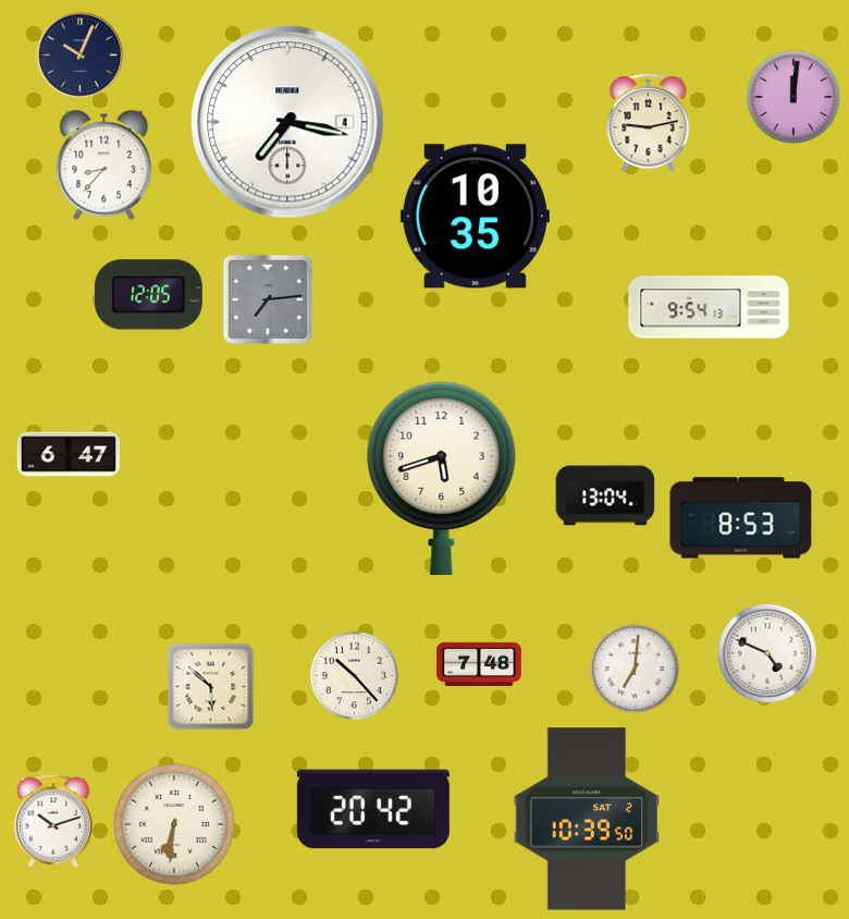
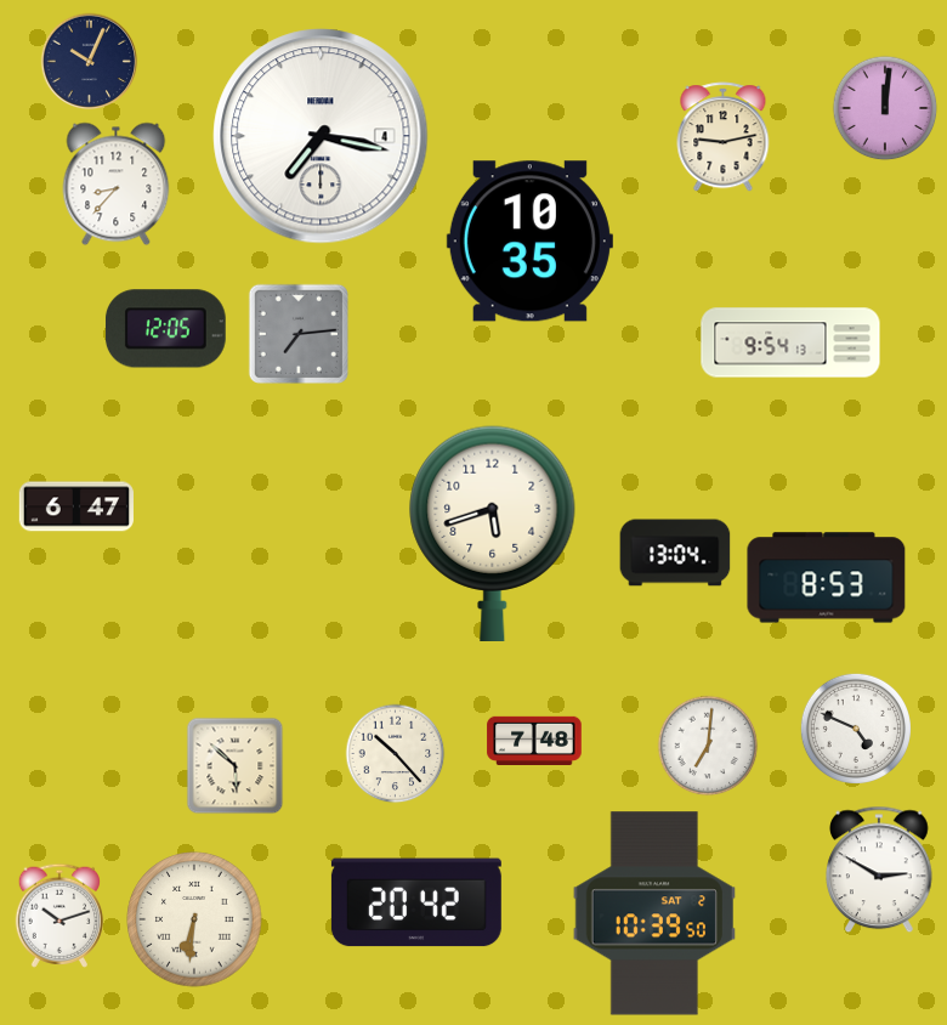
clock at (880, 870): none -> 2:50
